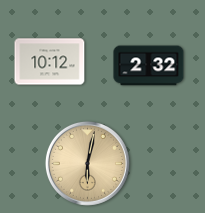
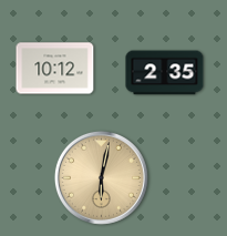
clock at (149, 66): 2:32 -> 2:35
clock at (87, 163) position: (87, 163) -> (101, 177)
